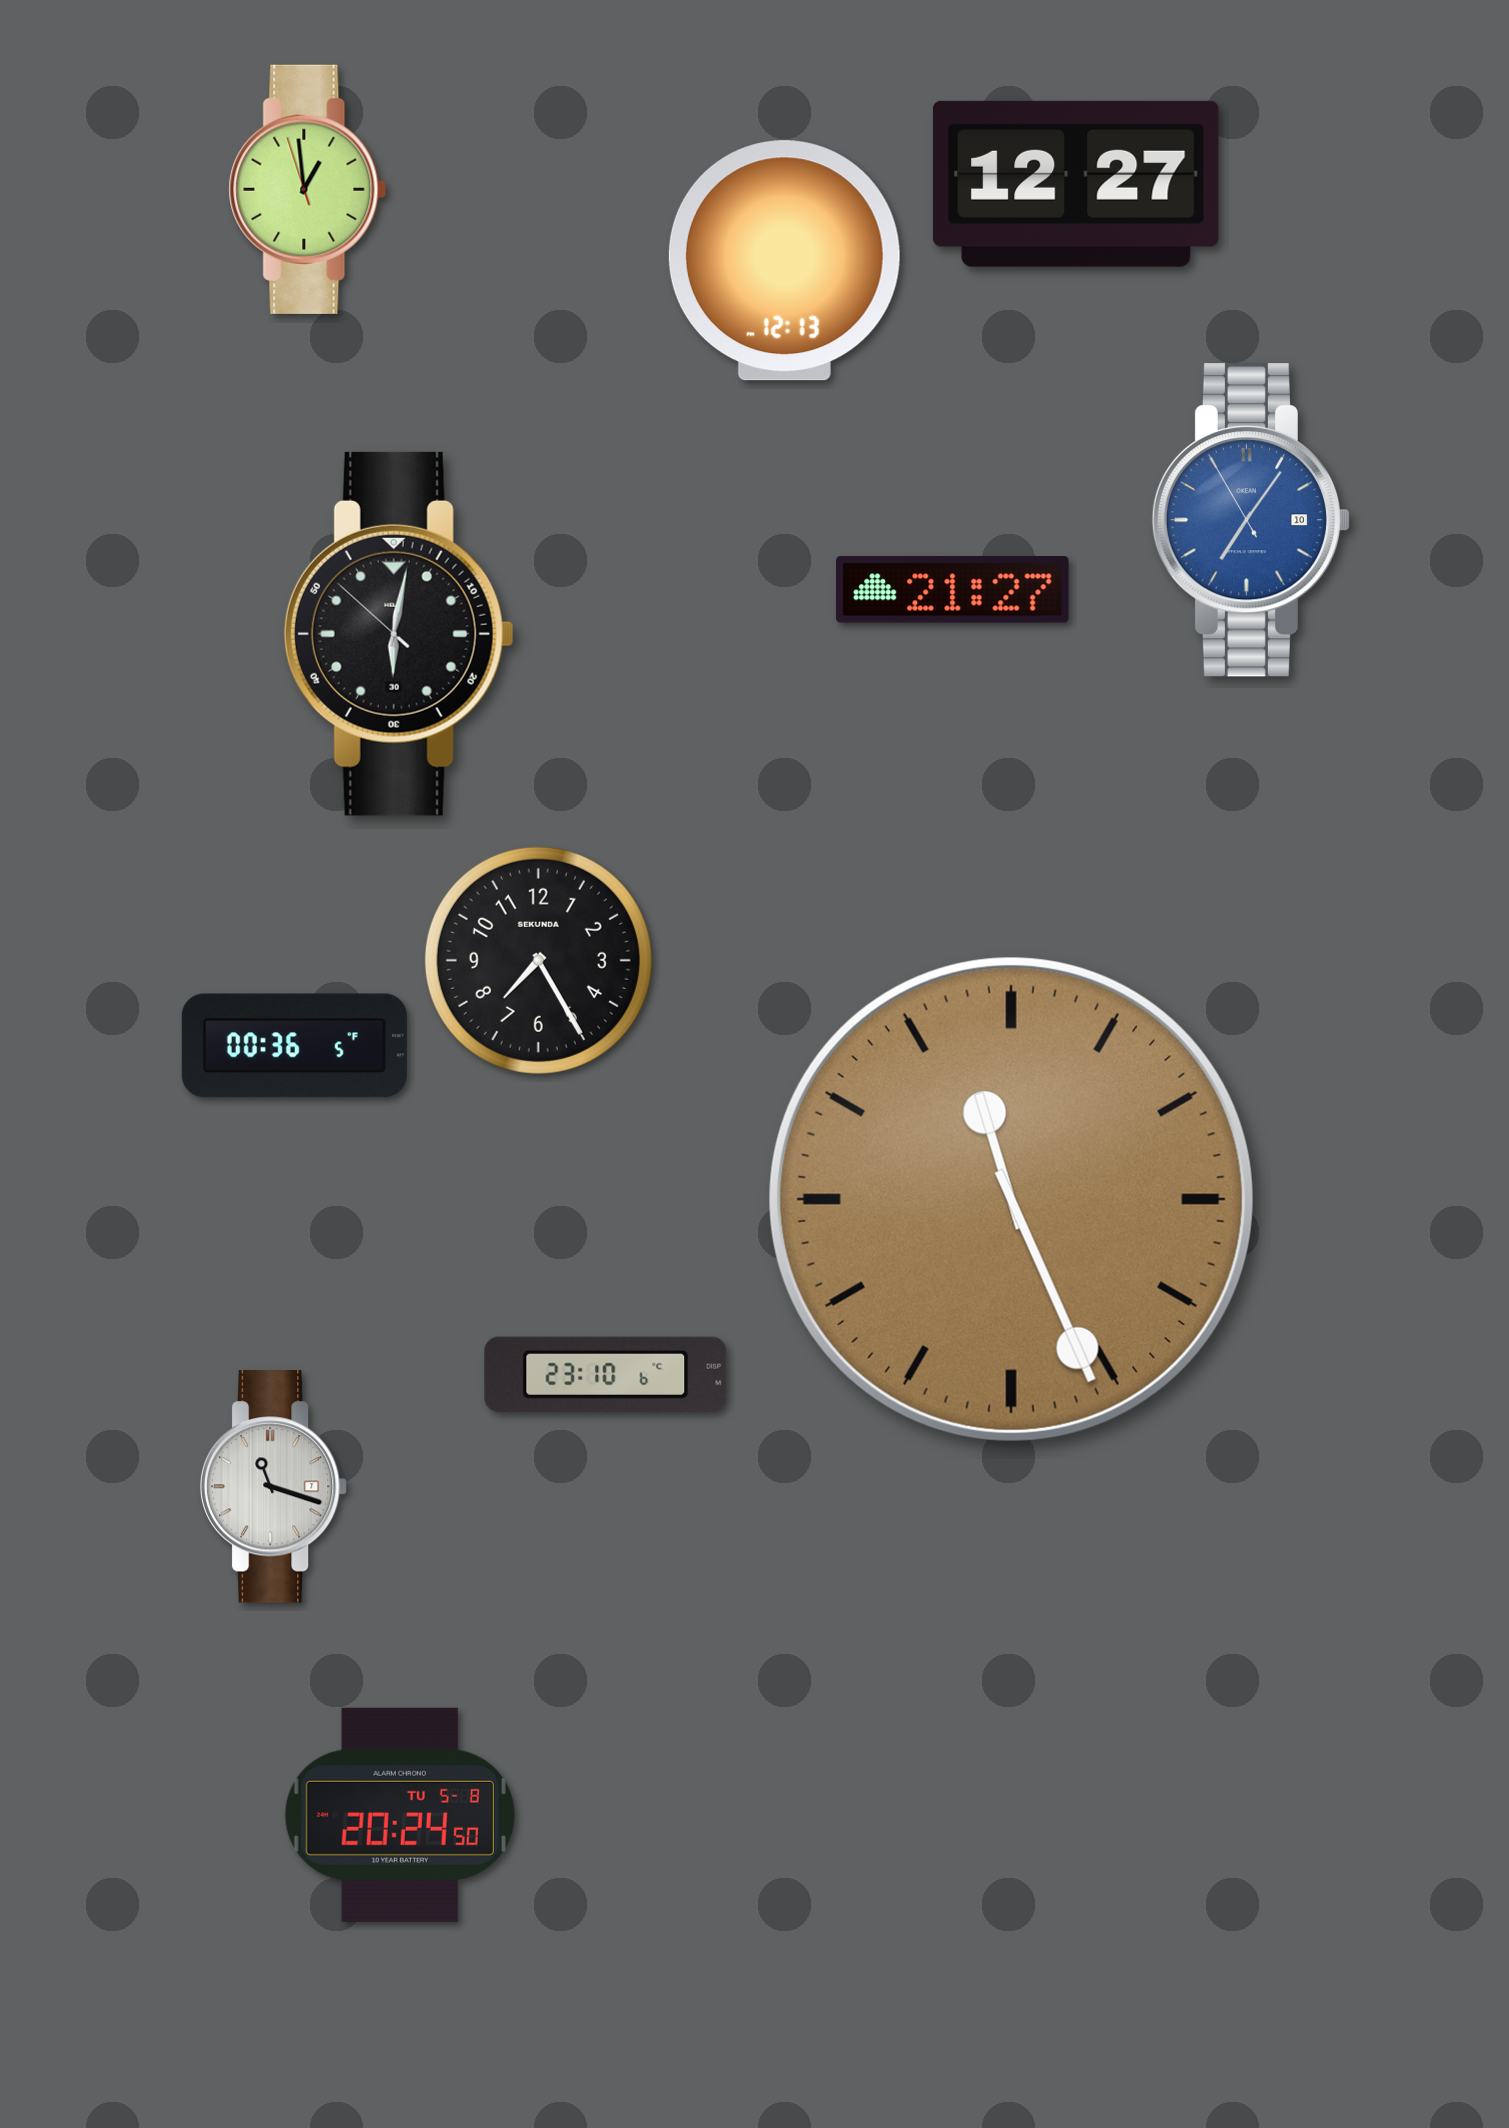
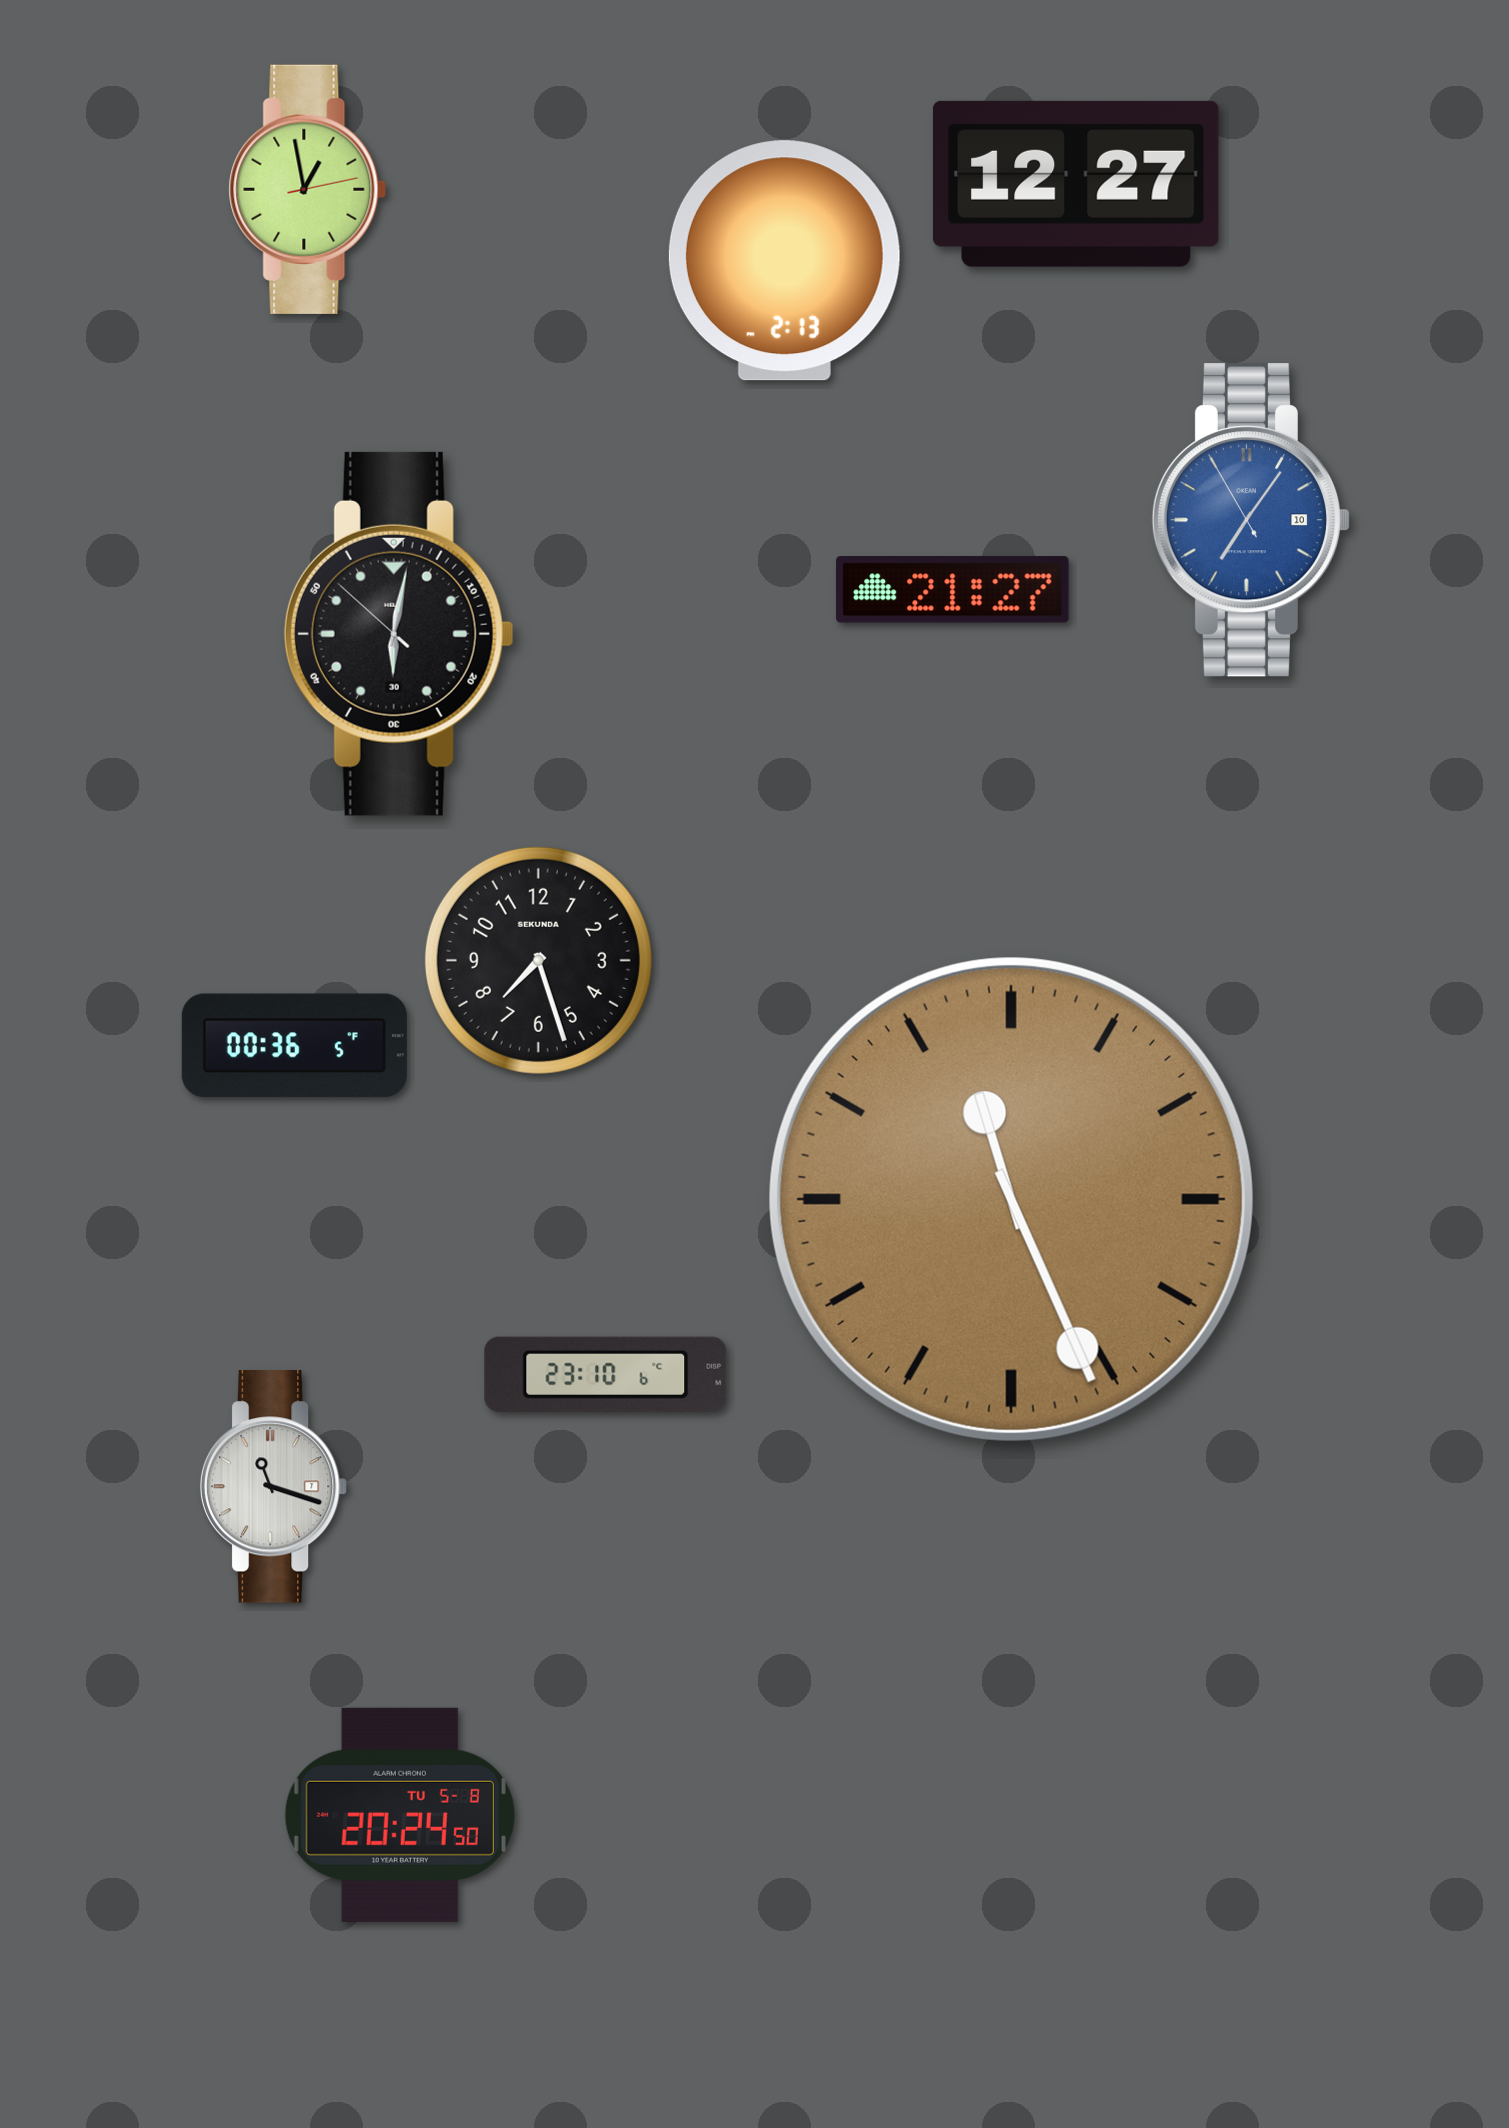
clock at (308, 189): 12:58:57 -> 12:58:13
clock at (784, 261): 12:13 -> 2:13
clock at (538, 960): 7:25 -> 7:27
